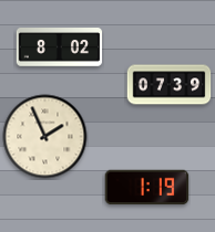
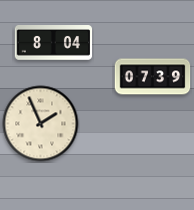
clock at (60, 48): 8:02 -> 8:04
clock at (147, 188): 1:19 -> none
